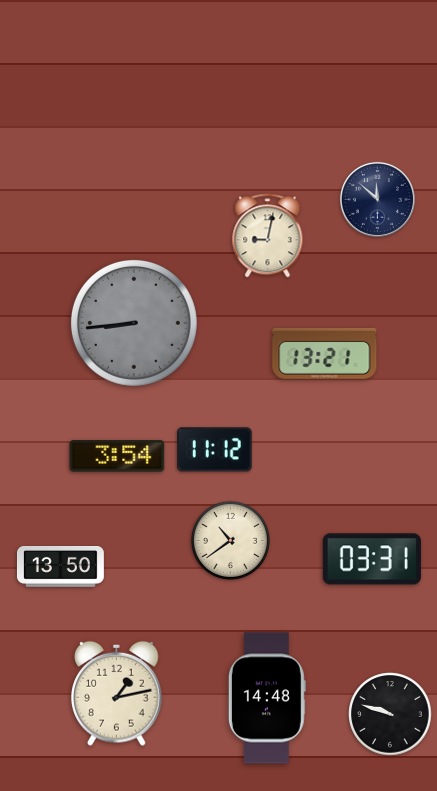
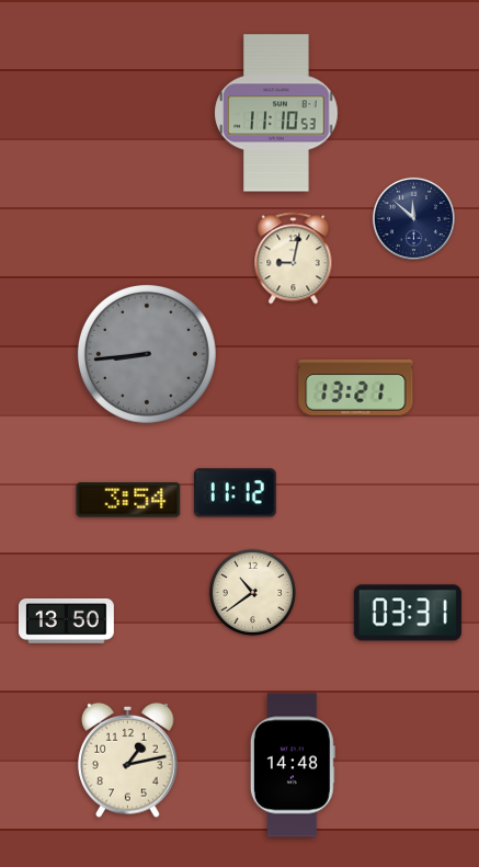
clock at (276, 113): none -> 11:10
clock at (390, 714): 9:48 -> none
